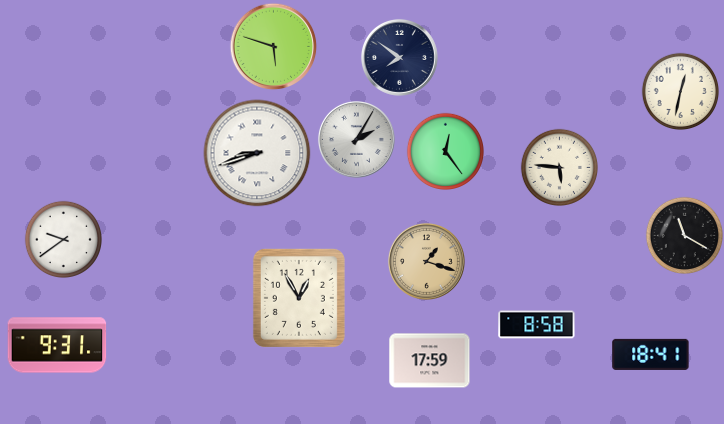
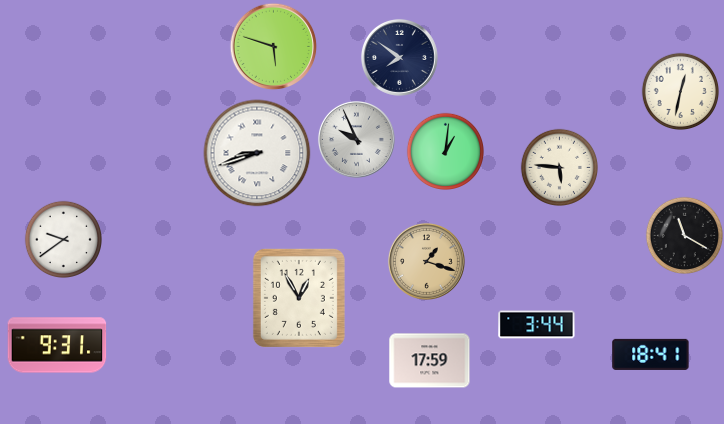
clock at (356, 139): 2:05 -> 9:56
clock at (445, 151): 12:24 -> 1:01
clock at (537, 325): 8:58 -> 3:44
